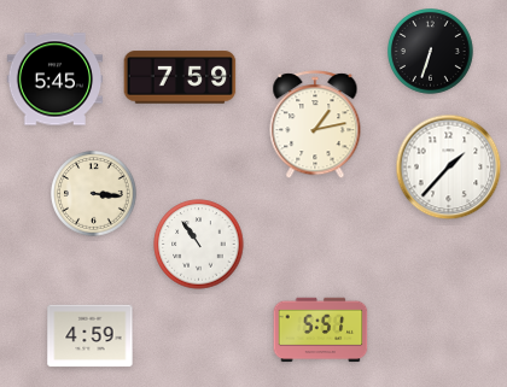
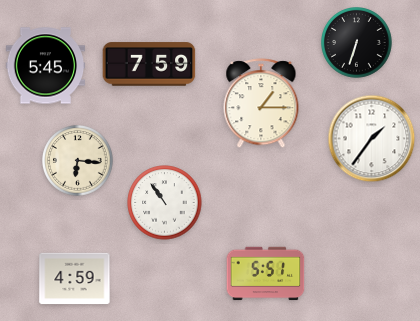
clock at (315, 125): 1:13 -> 1:15
clock at (449, 168): 1:37 -> 1:36
clock at (94, 194): 3:16 -> 6:16
